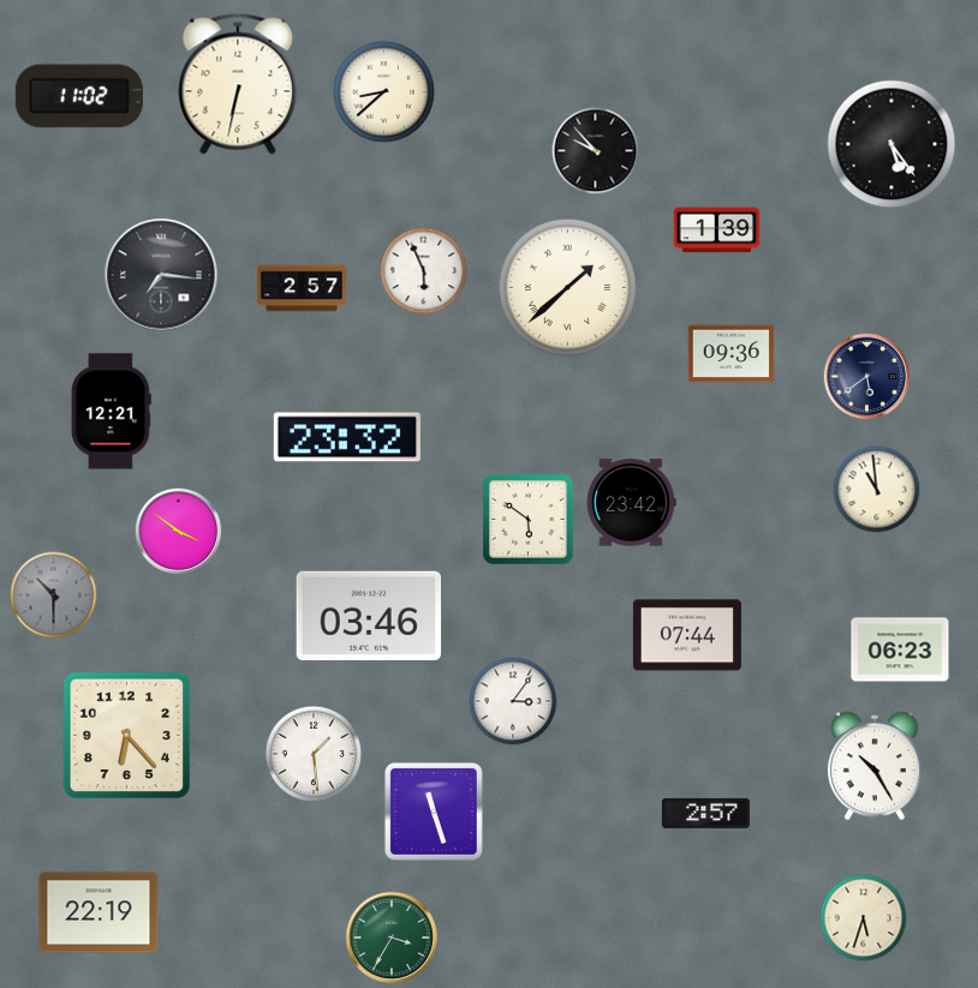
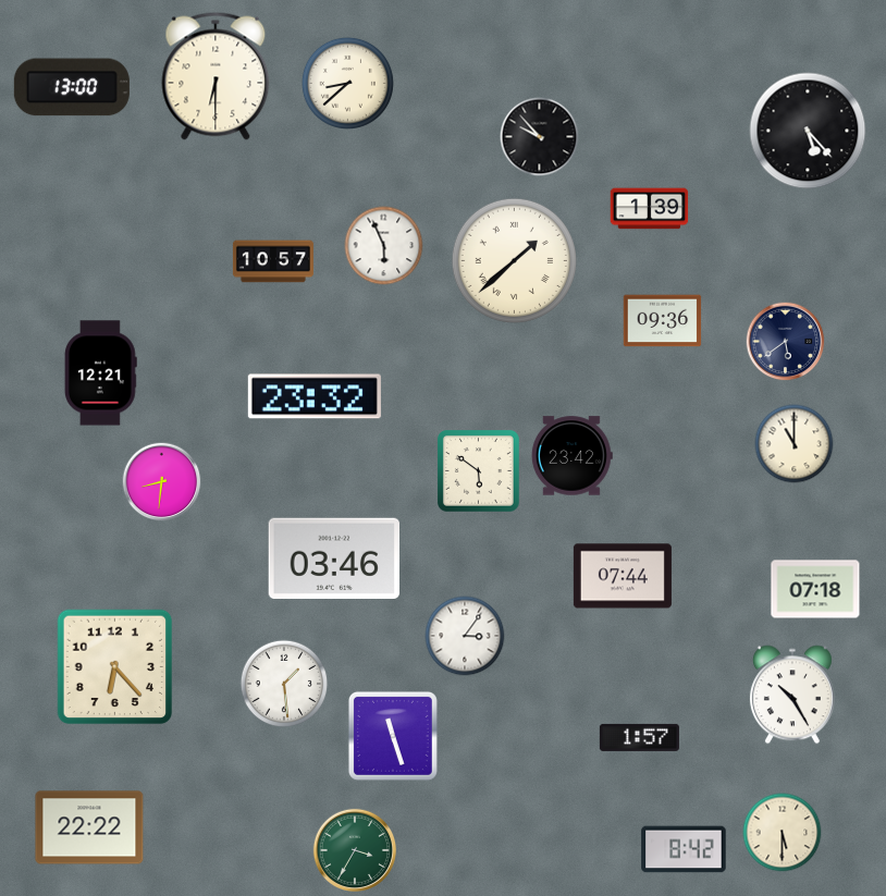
clock at (238, 84): 6:32 -> 6:30
clock at (79, 96): 11:02 -> 13:00
clock at (891, 144): 5:24 -> 5:23
clock at (161, 275): 7:16 -> none
clock at (302, 288): 2:57 -> 10:57
clock at (877, 490): 10:59 -> 11:00
clock at (179, 532): 3:51 -> 8:31
clock at (54, 595): 10:30 -> none
clock at (900, 649): 06:23 -> 07:18
clock at (705, 813): 2:57 -> 1:57
clock at (99, 912): 22:19 -> 22:22
clock at (864, 918): 5:33 -> 5:30
clock at (684, 849): none -> 8:42
